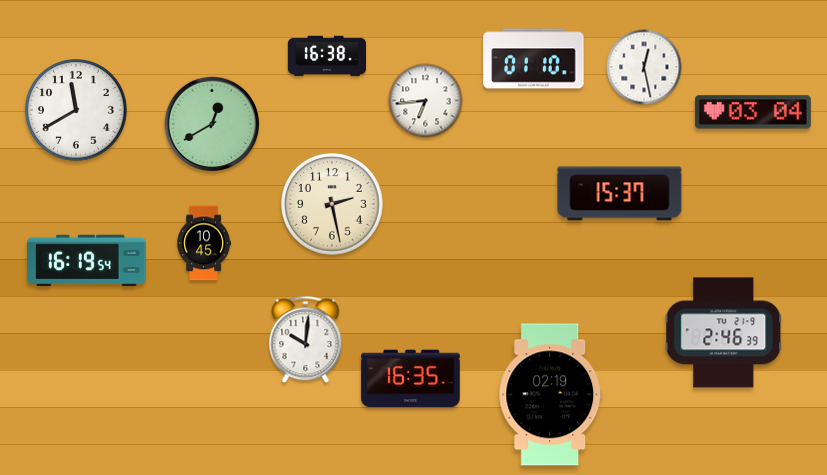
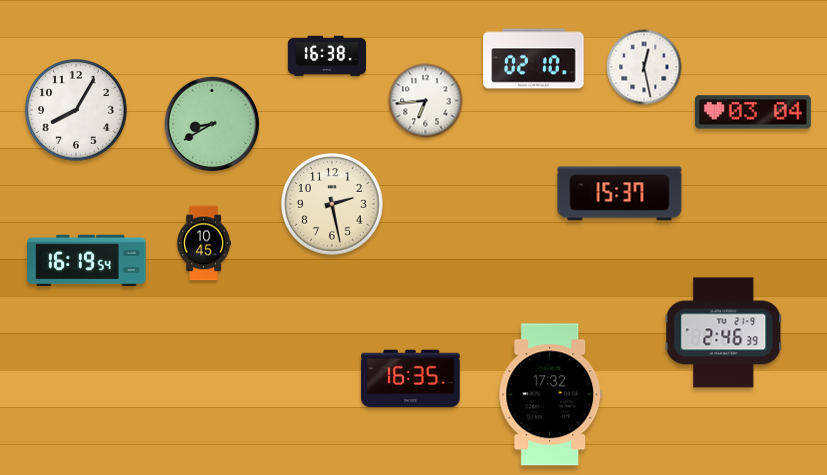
clock at (534, 59): 01:10 -> 02:10
clock at (77, 111): 11:40 -> 8:05
clock at (212, 124): 12:40 -> 8:40
clock at (306, 340): 10:01 -> none
clock at (551, 395): 02:19 -> 17:32
